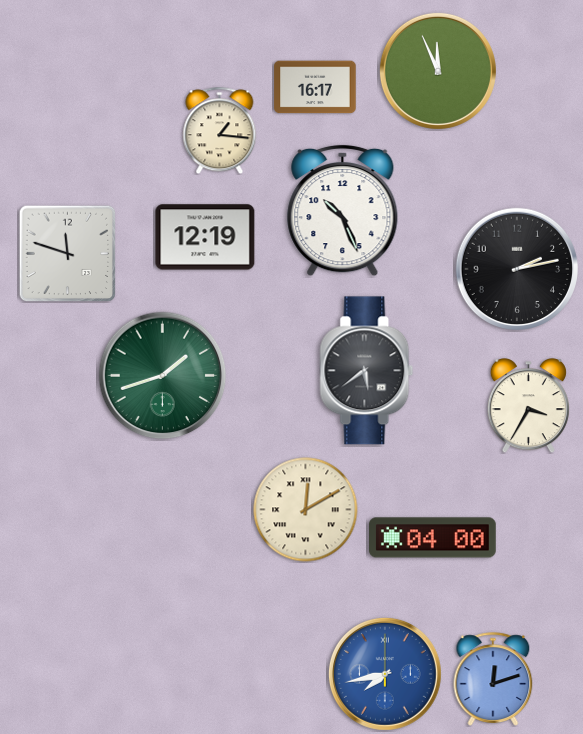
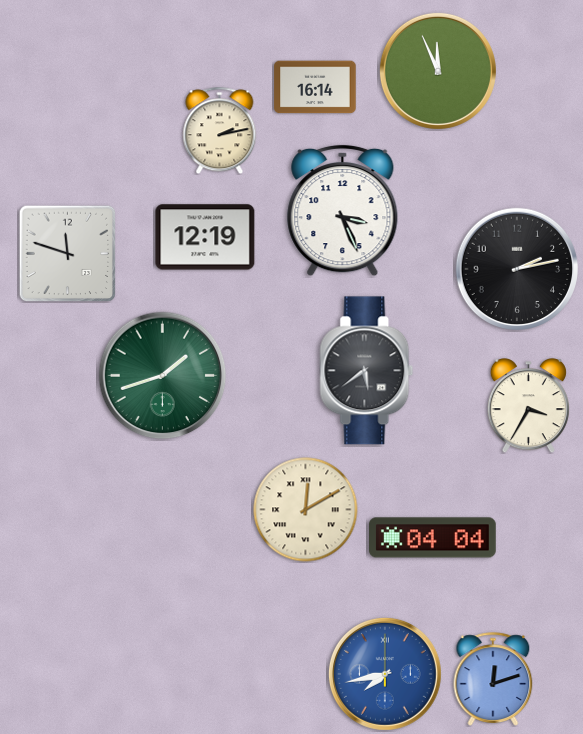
clock at (315, 87): 16:17 -> 16:14
clock at (220, 130): 1:16 -> 2:13
clock at (343, 211): 10:26 -> 3:26
clock at (433, 538): 04:00 -> 04:04
